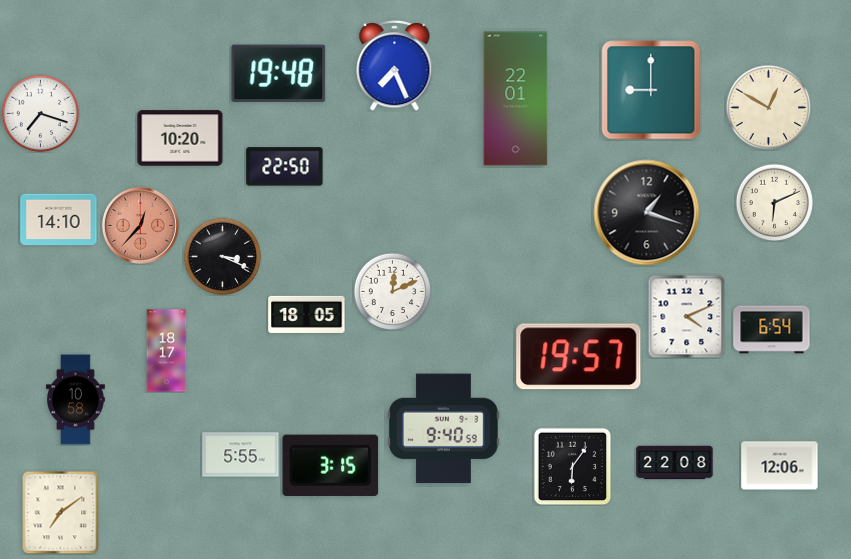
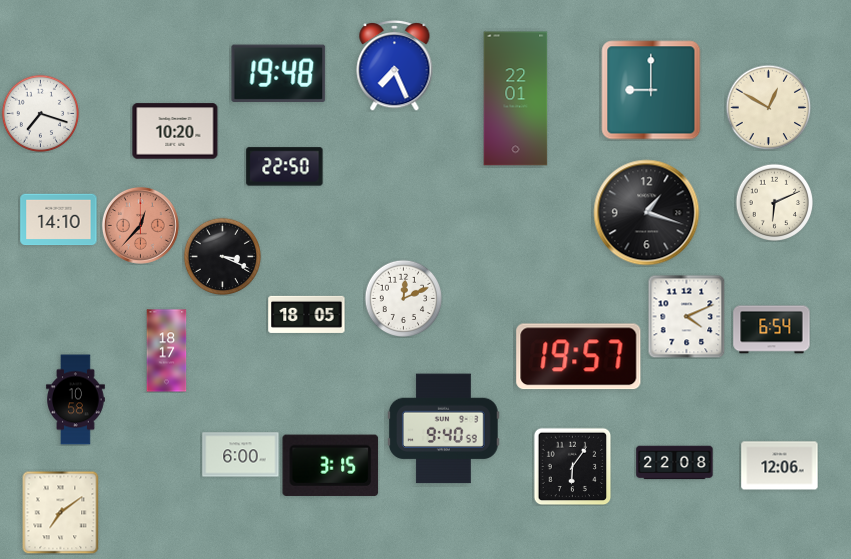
clock at (180, 138) position: (180, 138) -> (175, 131)
clock at (392, 291) position: (392, 291) -> (403, 298)
clock at (241, 455): 5:55 -> 6:00
